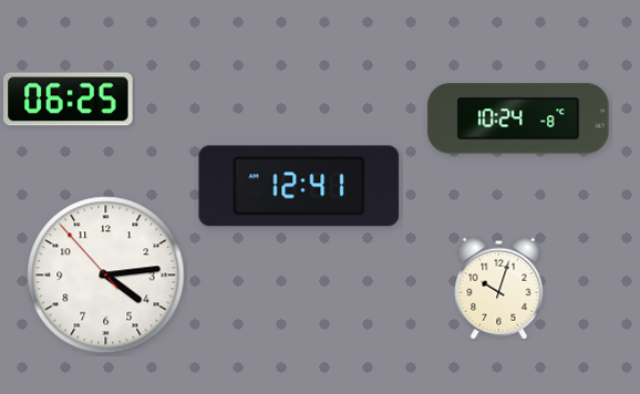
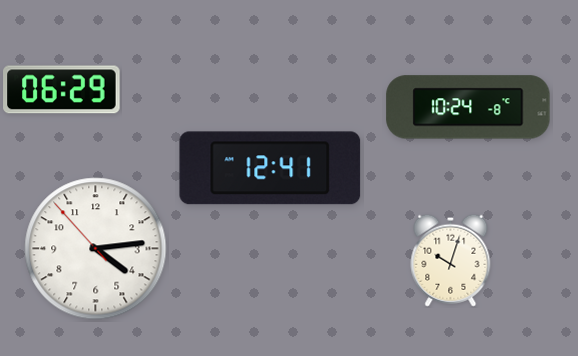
clock at (69, 100): 06:25 -> 06:29
